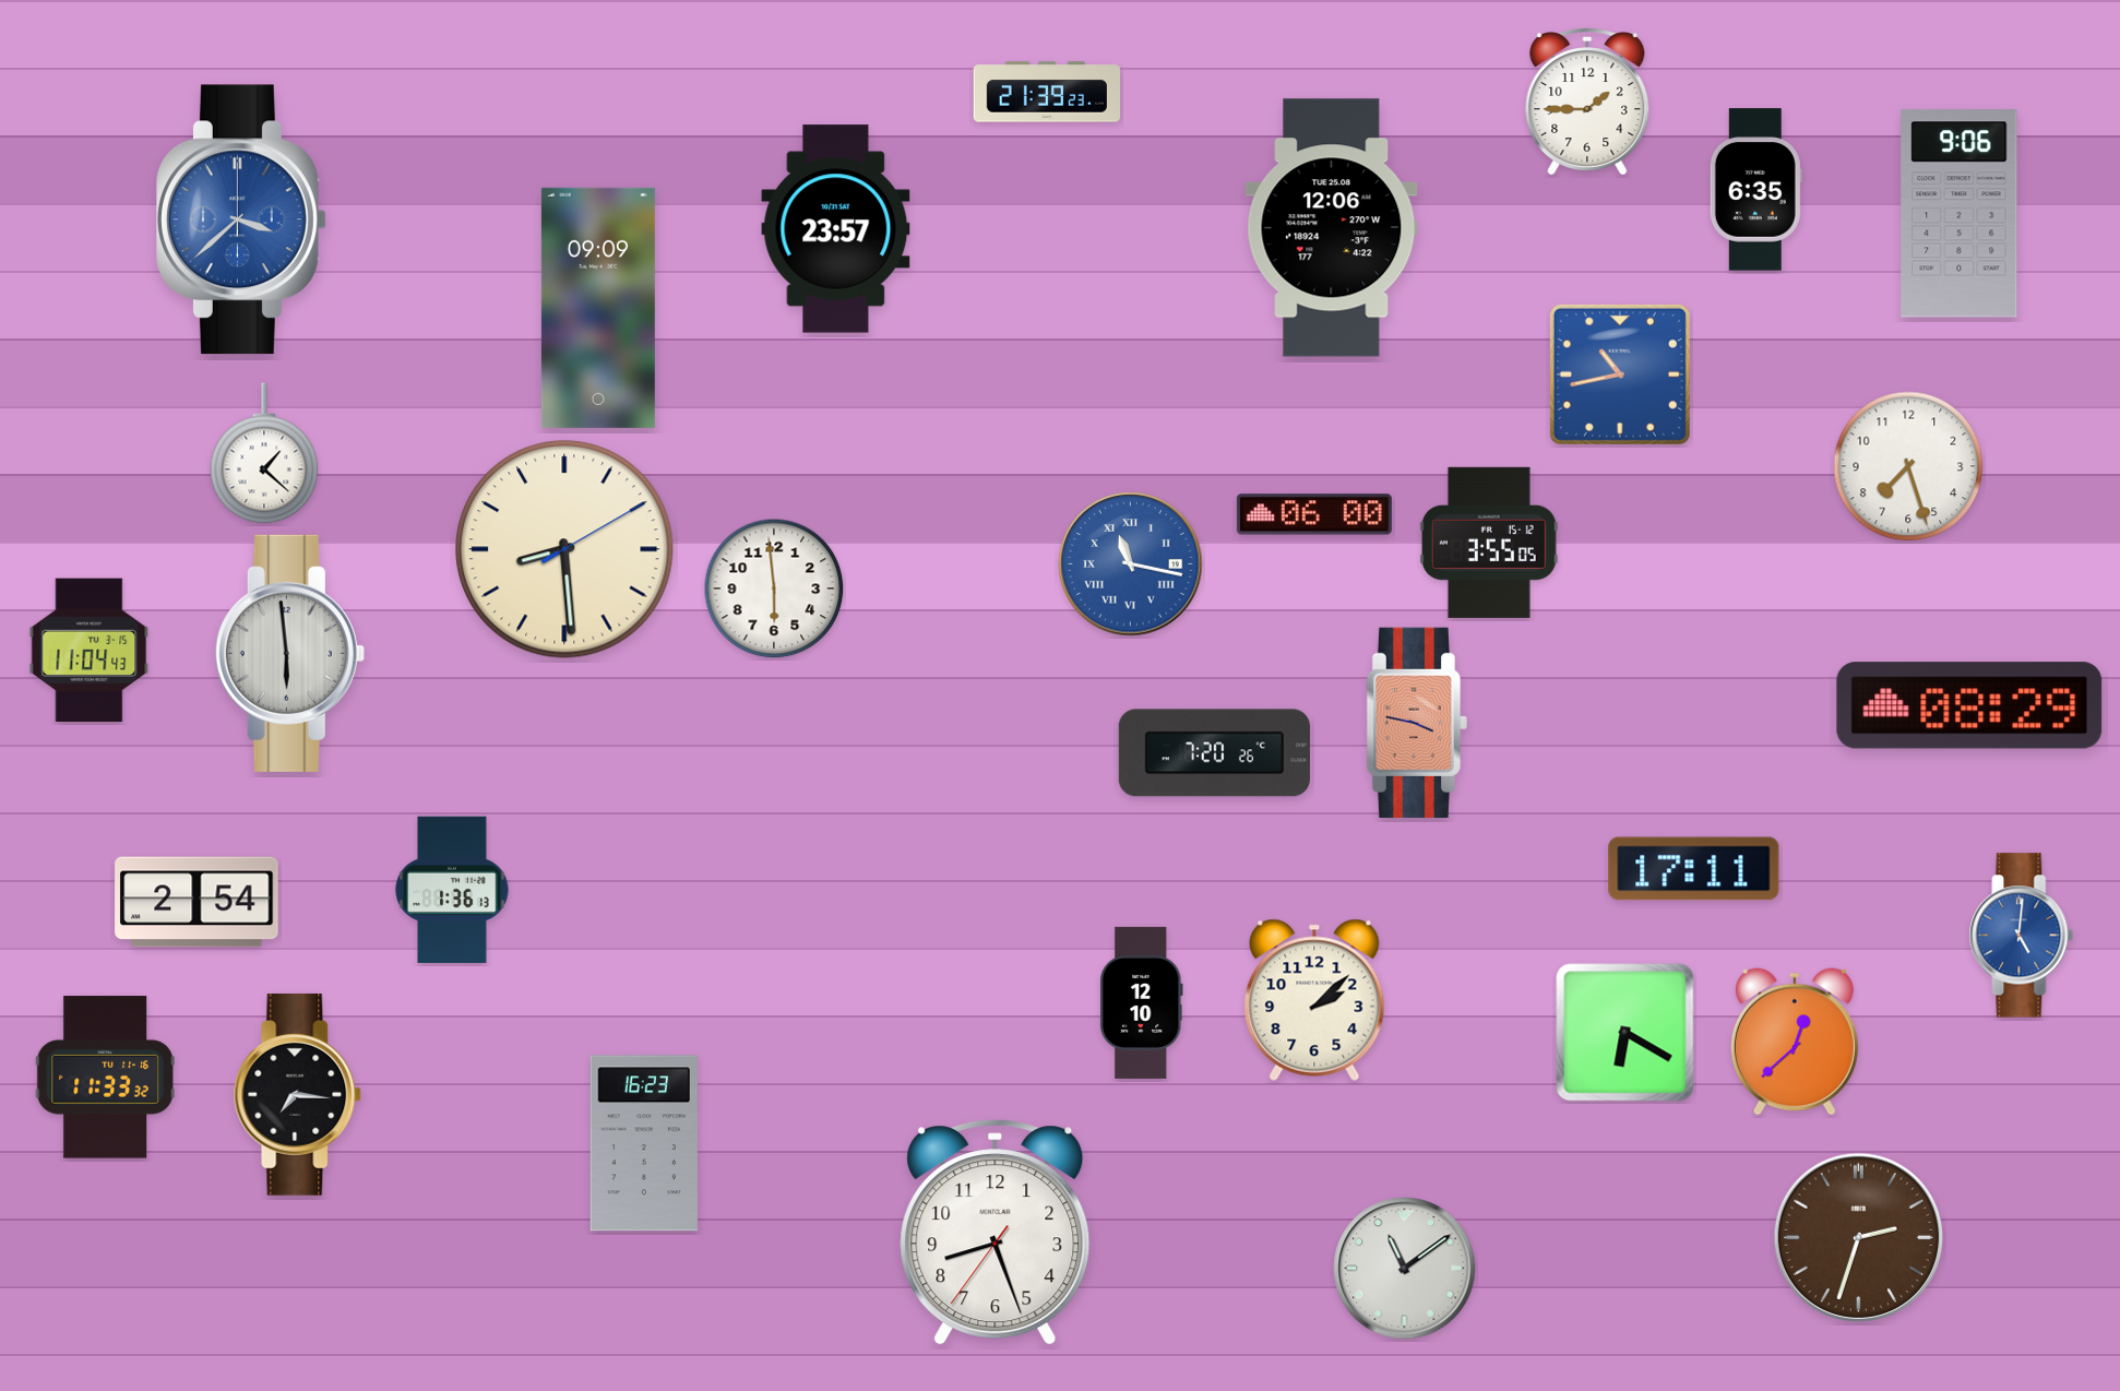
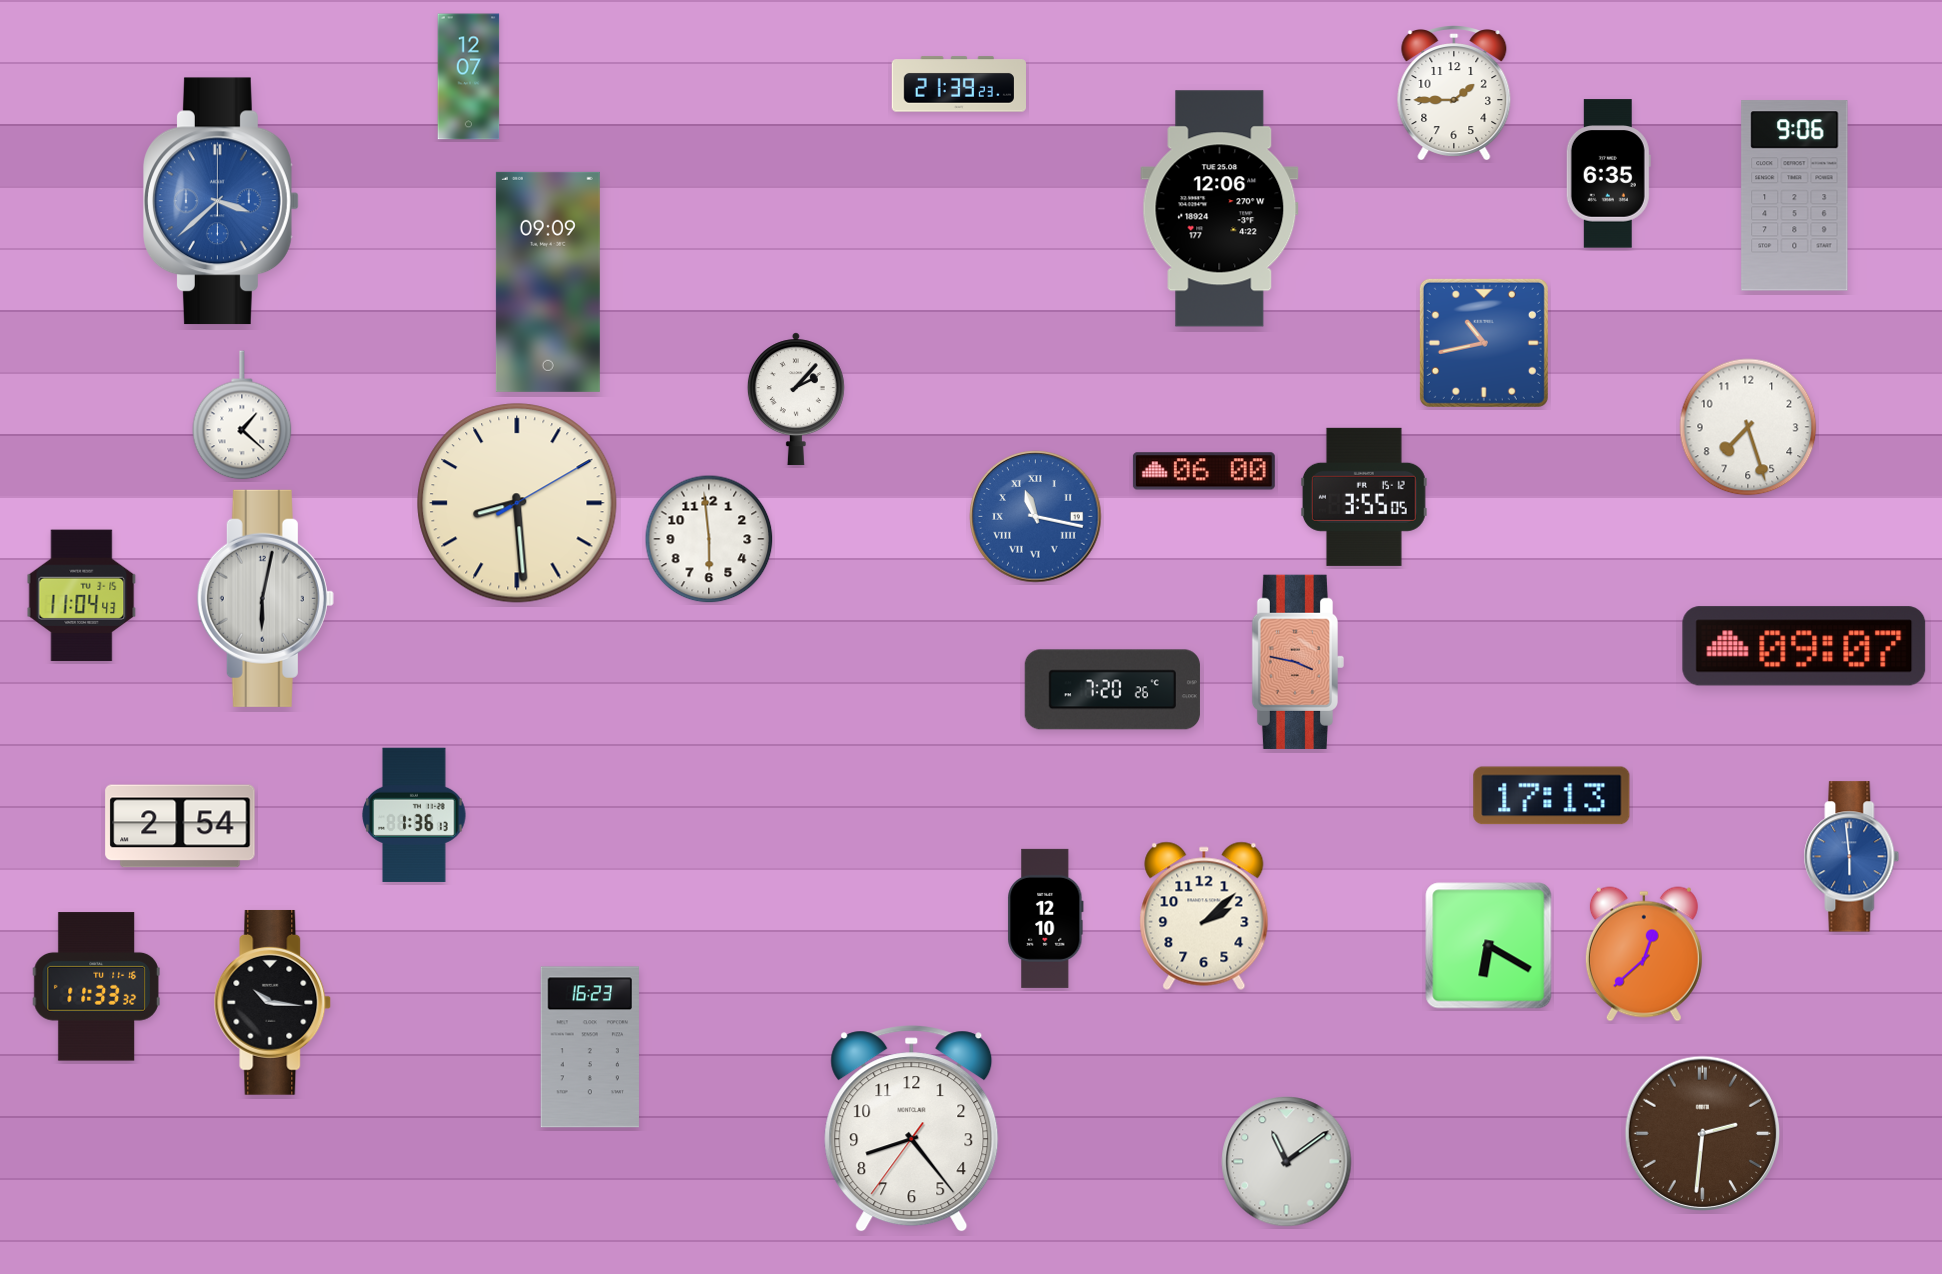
clock at (469, 77): none -> 12:07
clock at (836, 229): 23:57 -> none
clock at (796, 399): none -> 2:07
clock at (289, 653): 5:59 -> 6:02
clock at (1969, 705): 08:29 -> 09:07
clock at (1694, 869): 17:11 -> 17:13
clock at (2022, 936): 5:01 -> 5:59
clock at (298, 1094): 7:16 -> 10:16
clock at (996, 1233): 8:26 -> 8:23
clock at (1858, 1237): 2:33 -> 2:31
